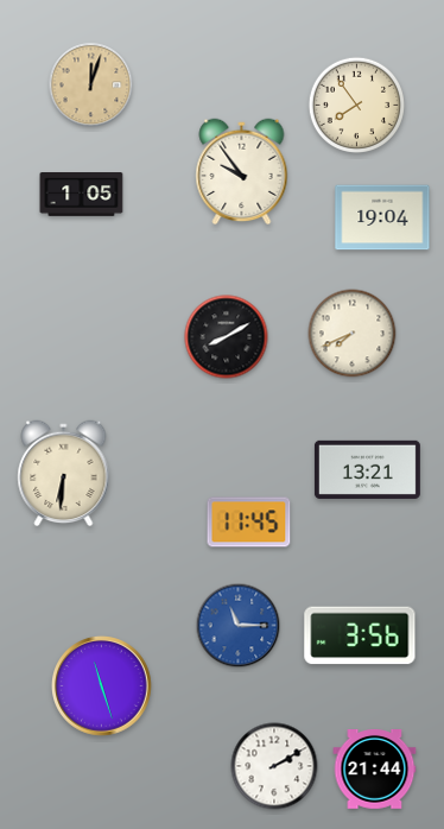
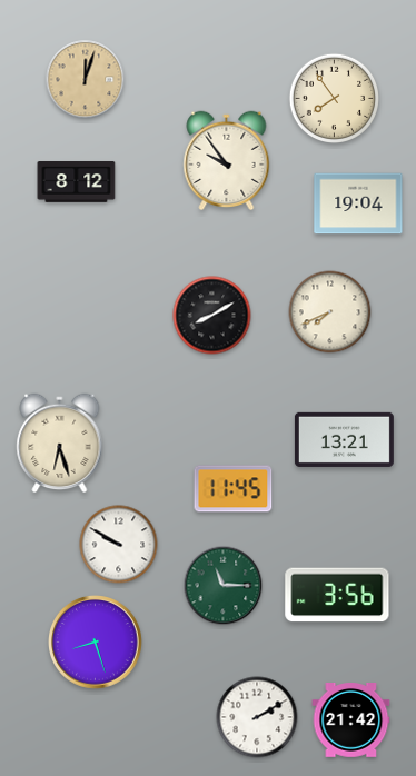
clock at (82, 195): 1:05 -> 8:12
clock at (64, 474): 6:31 -> 6:27
clock at (119, 545): none -> 9:50
clock at (239, 626) dial: blue -> green
clock at (102, 686): 11:27 -> 8:27
clock at (375, 770): 21:44 -> 21:42
